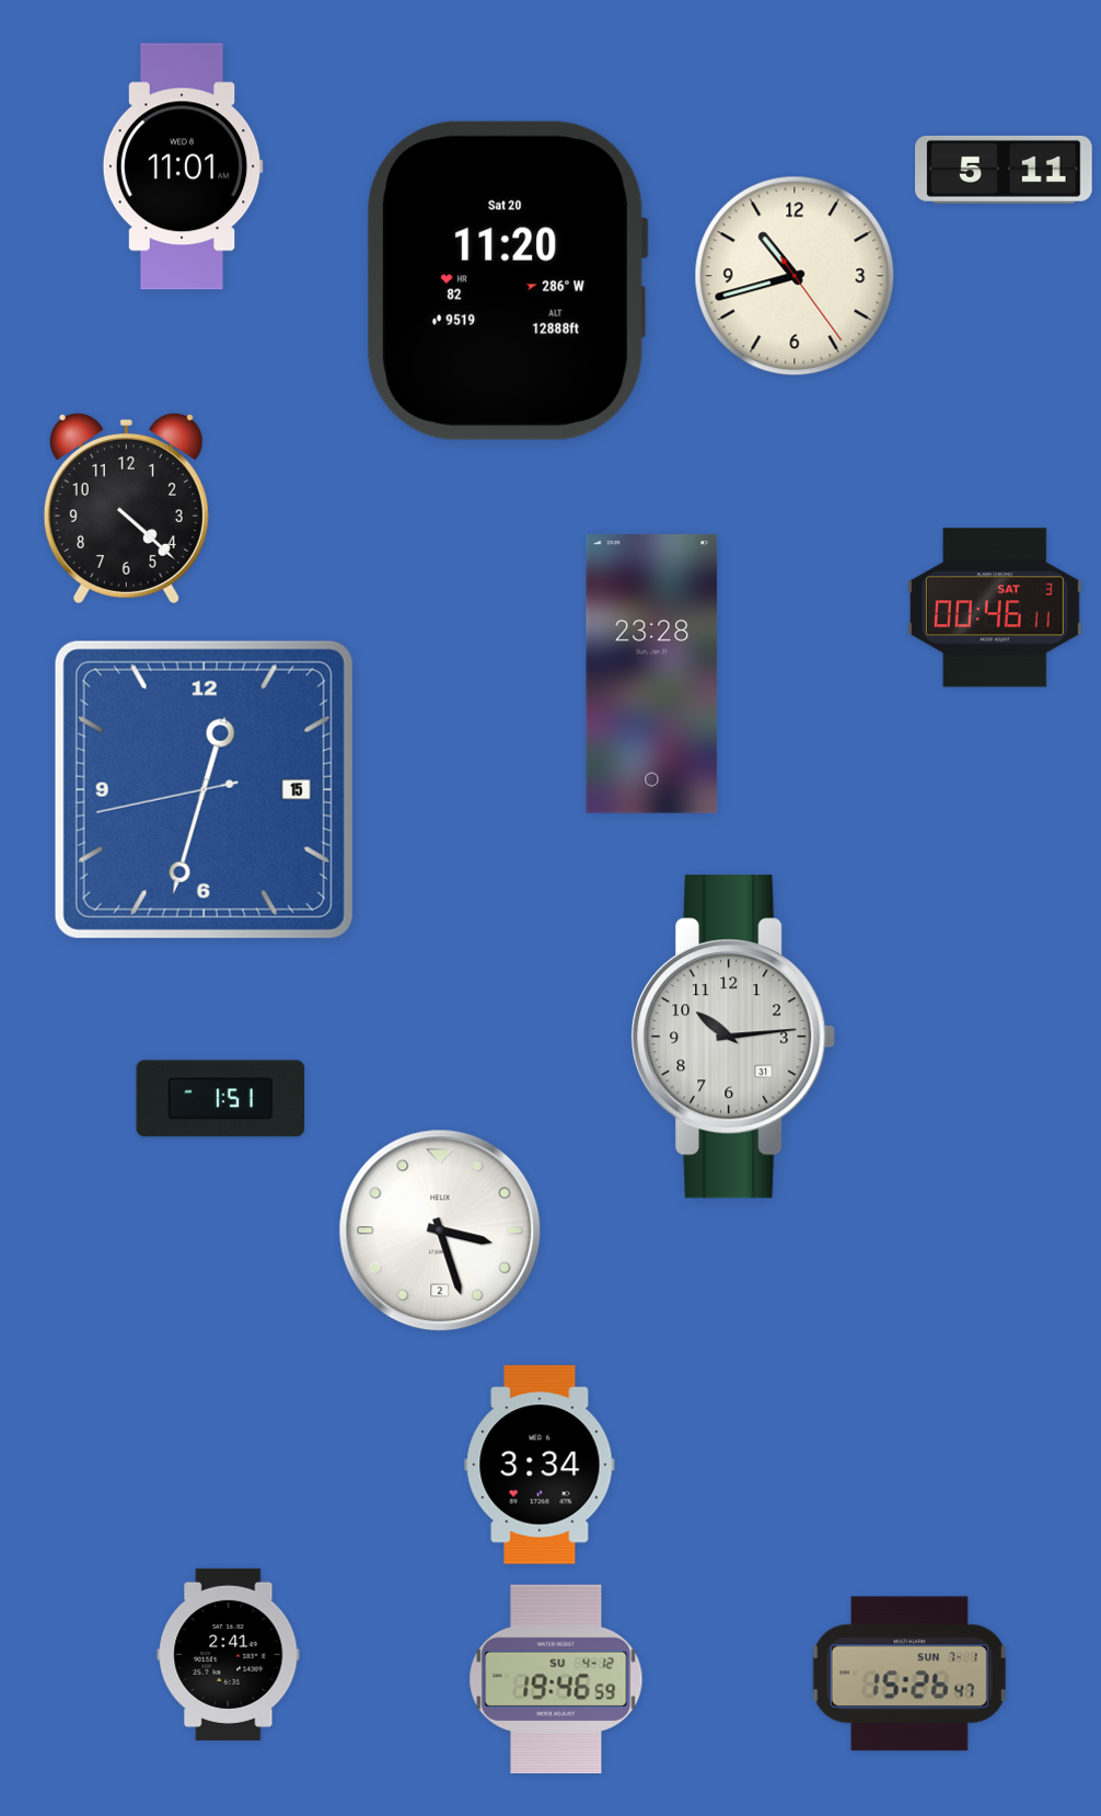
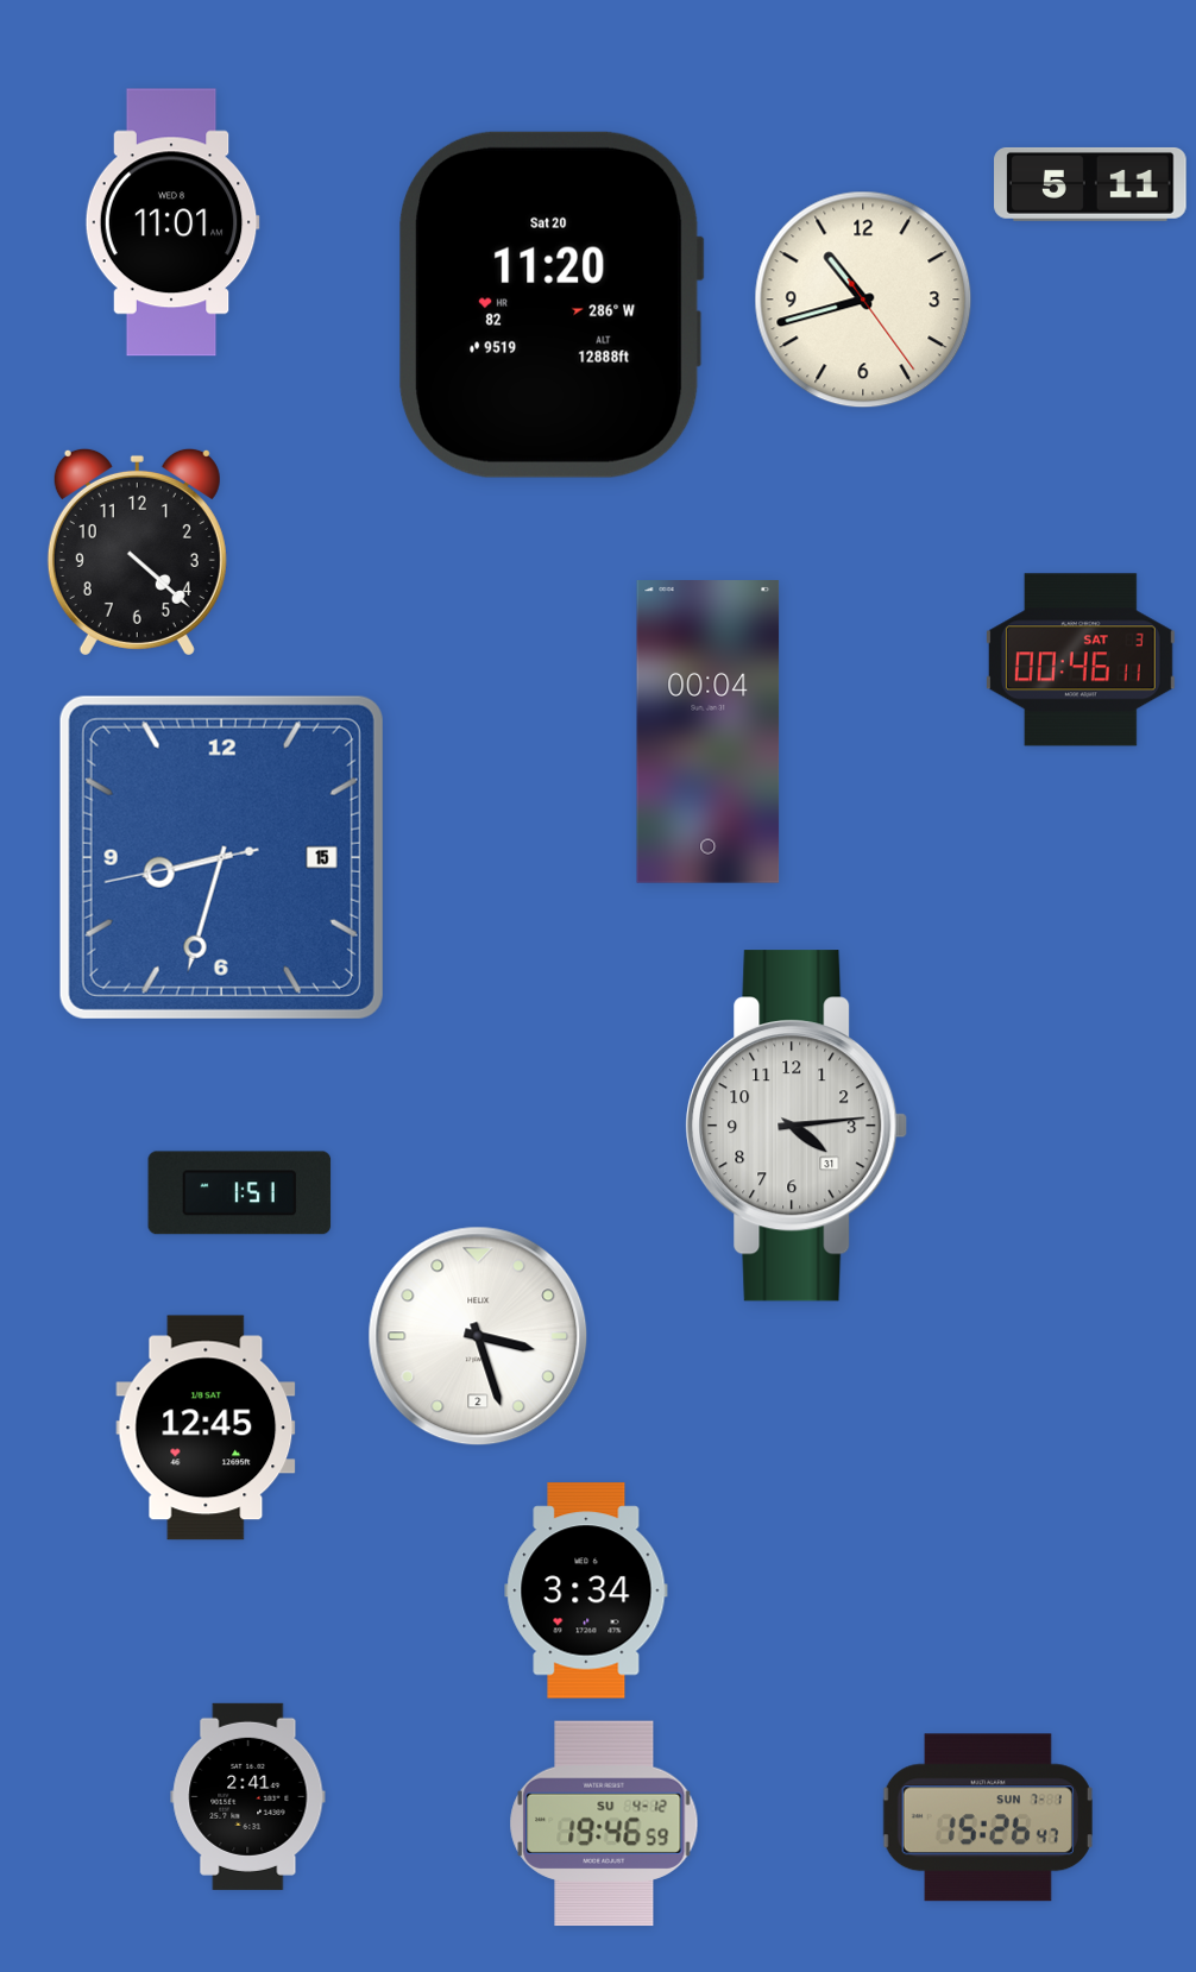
clock at (183, 166) position: (183, 166) -> (172, 222)
clock at (652, 674): 23:28 -> 00:04
clock at (204, 789): 12:32 -> 8:32
clock at (733, 1037): 10:14 -> 4:14
clock at (206, 1428): none -> 12:45
